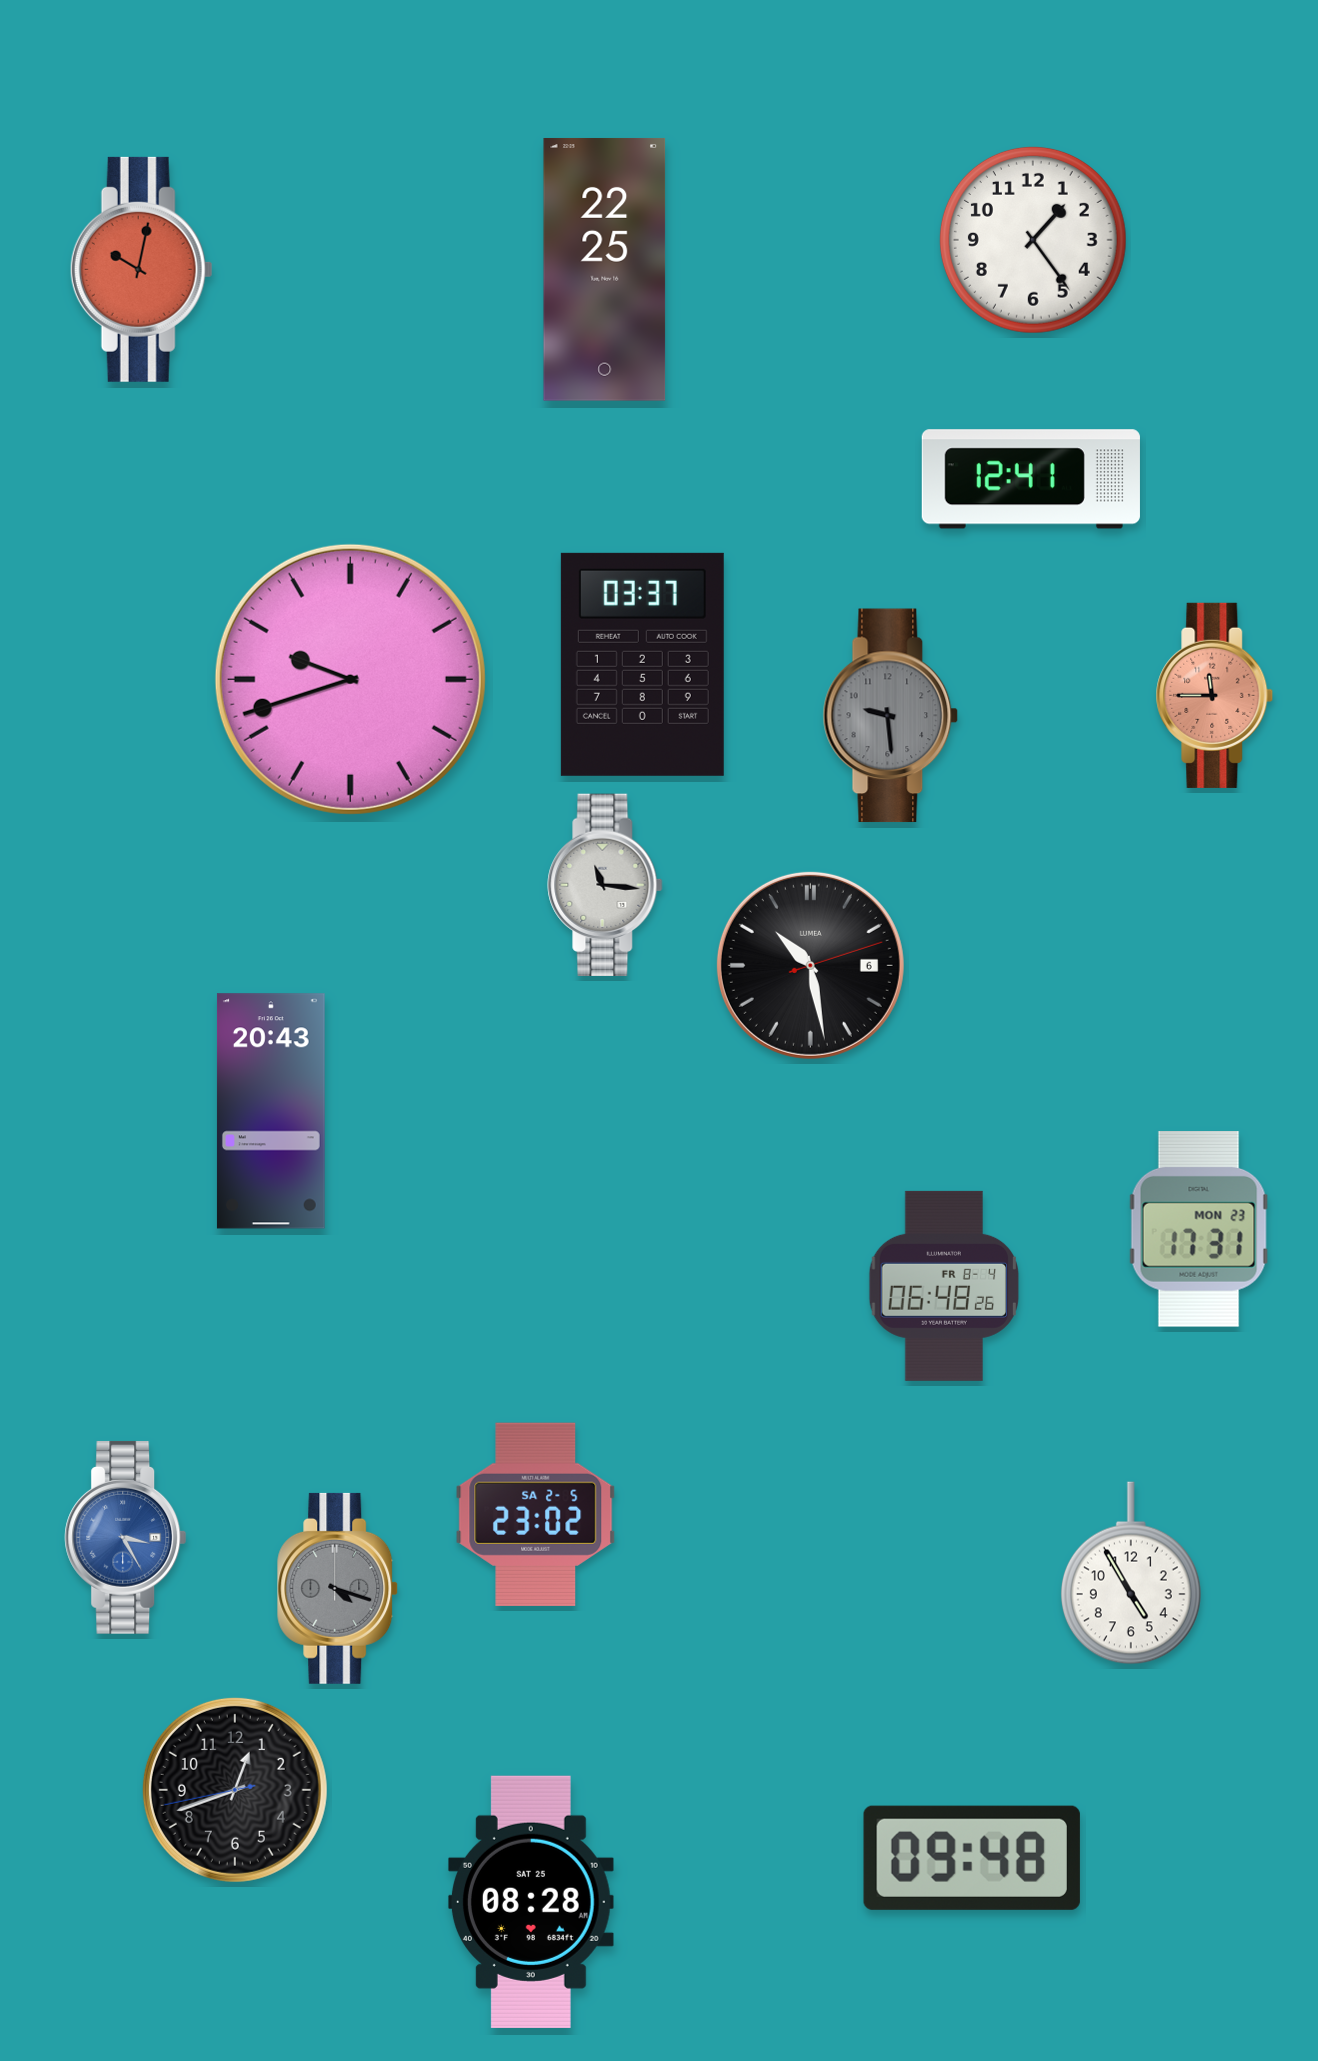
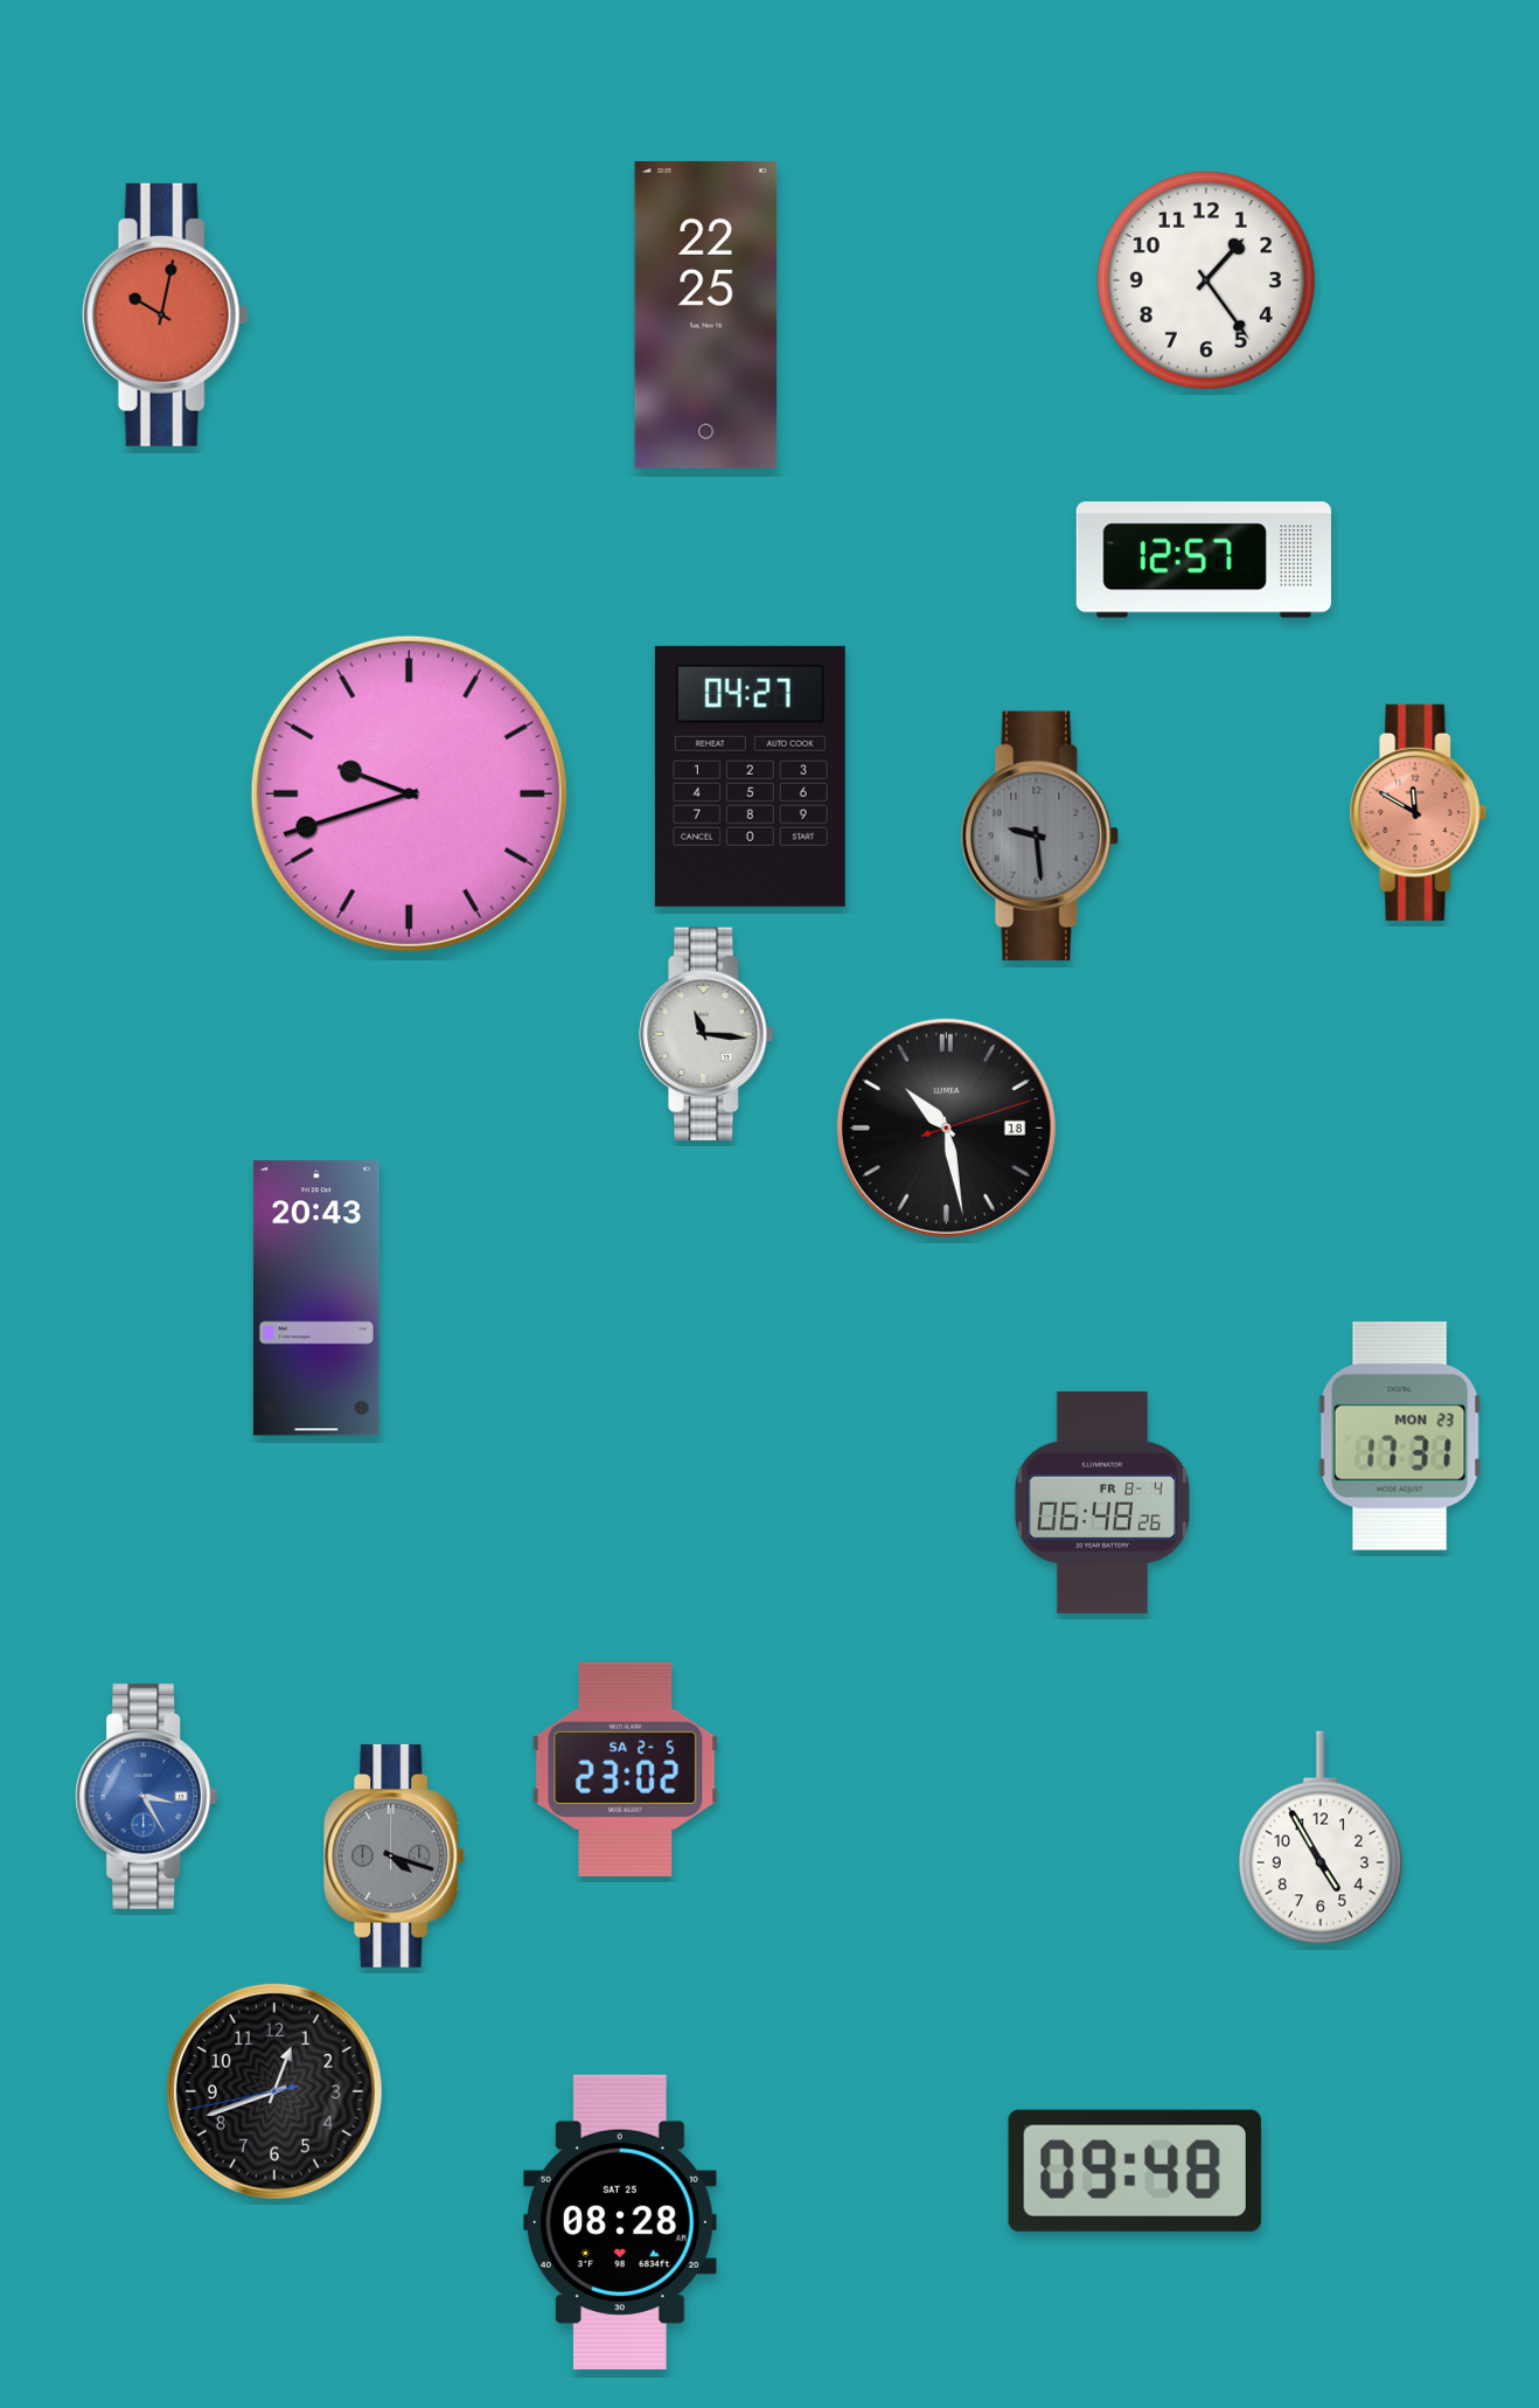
clock at (1031, 479): 12:41 -> 12:57
clock at (642, 664): 03:37 -> 04:27
clock at (1215, 695): 11:45 -> 11:50
clock at (810, 965) date: 6 -> 18
